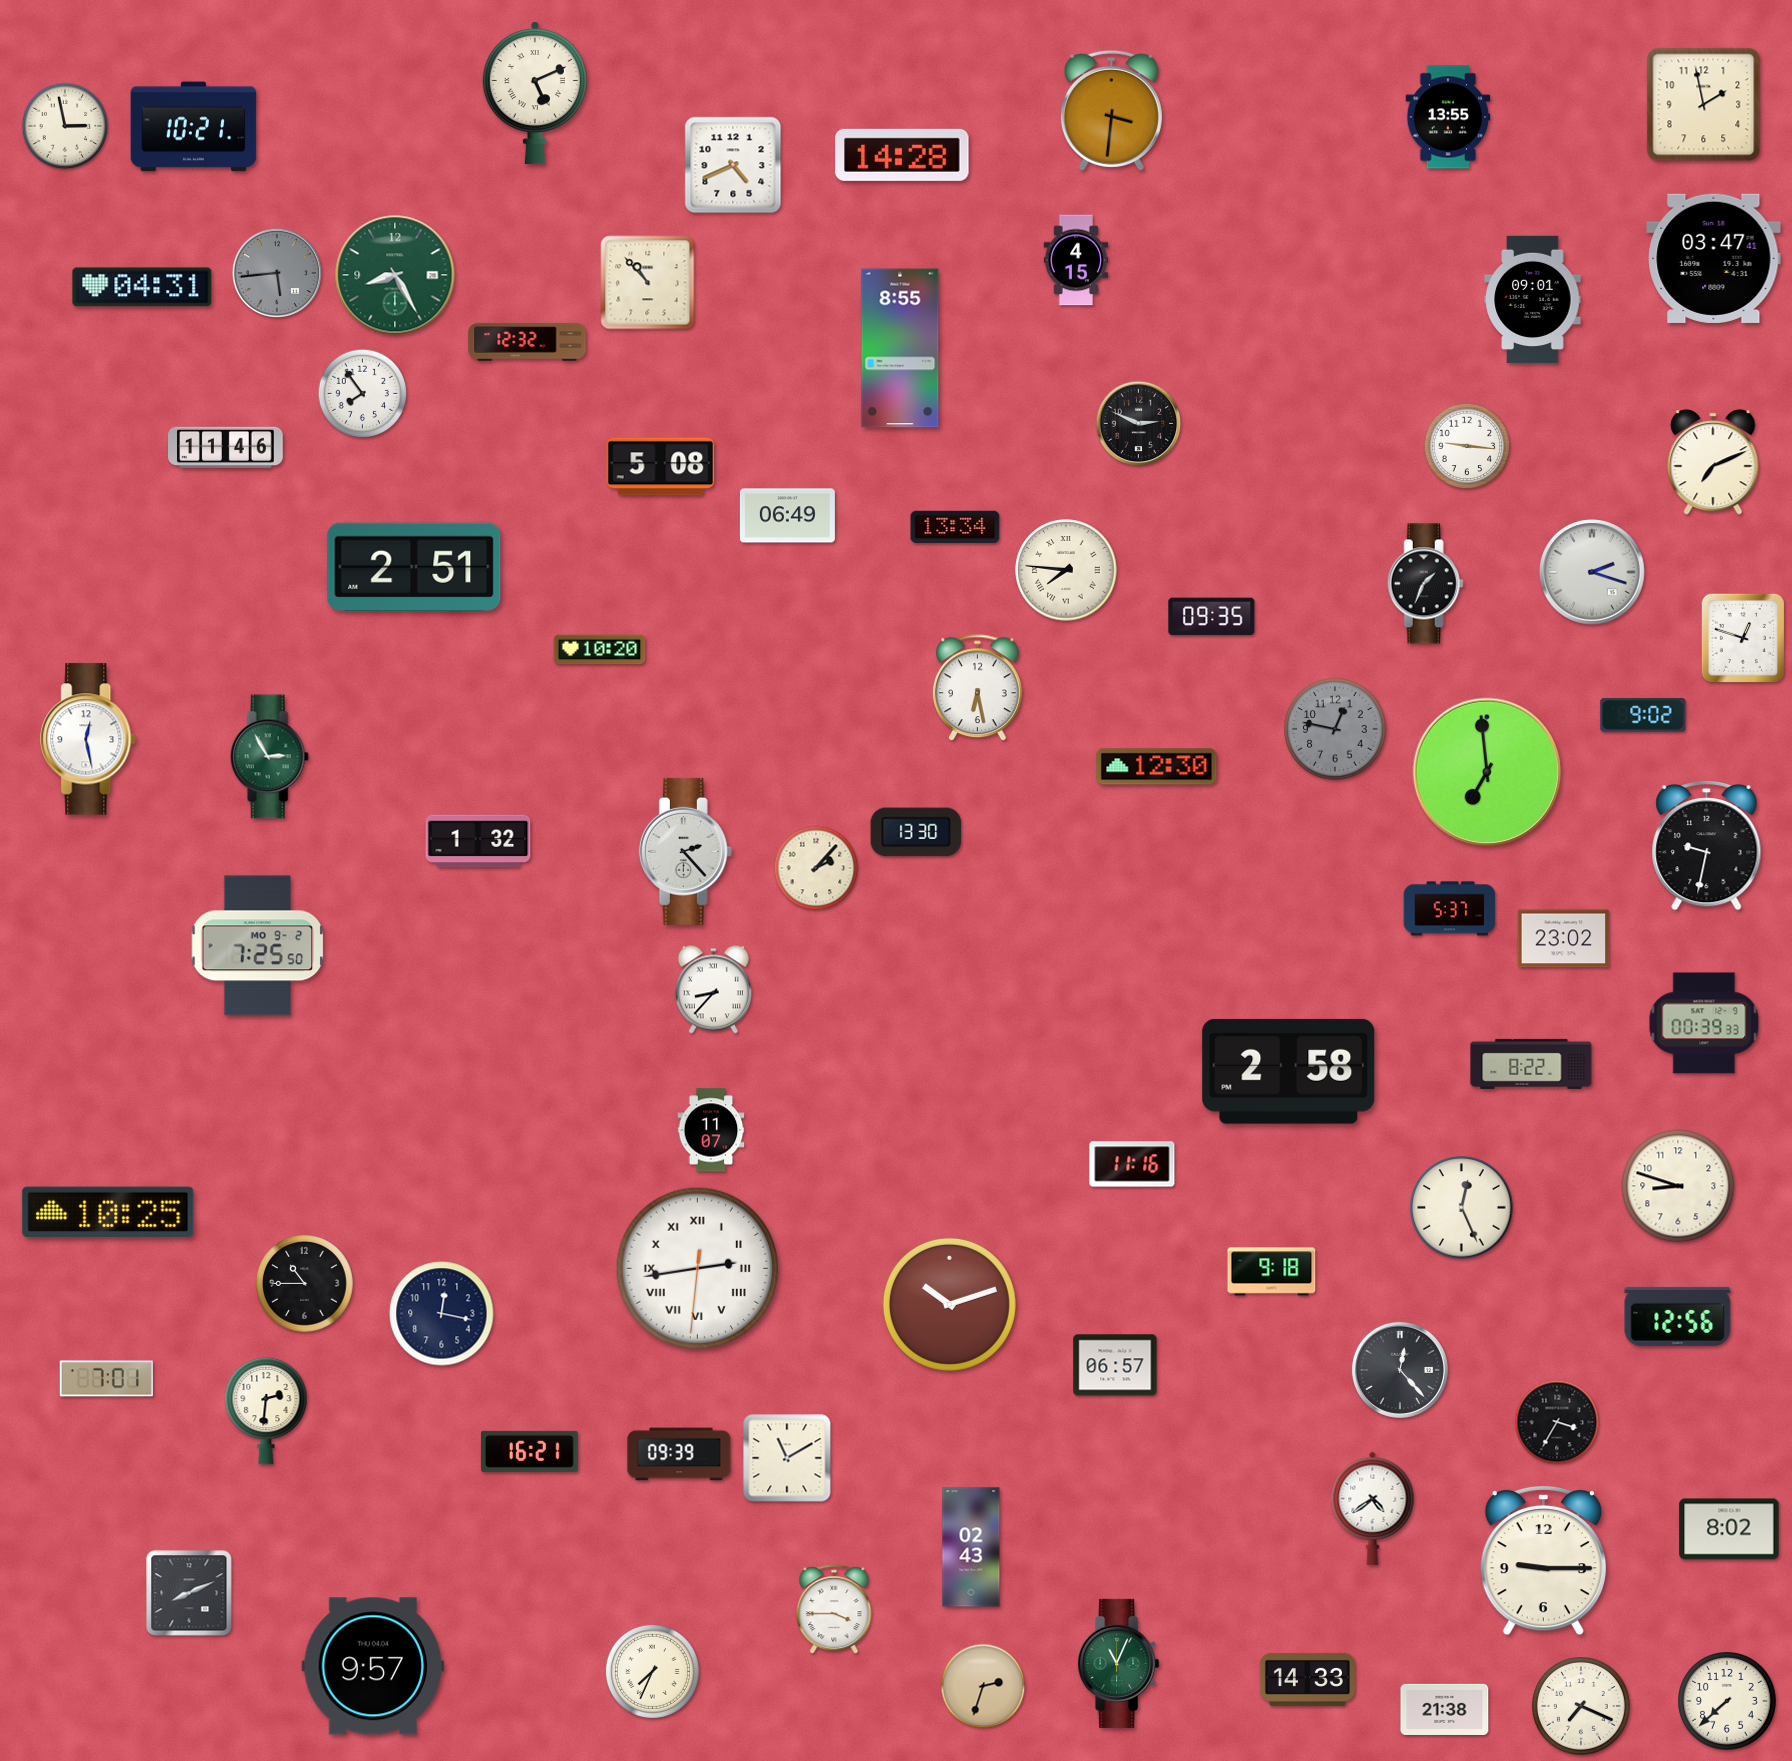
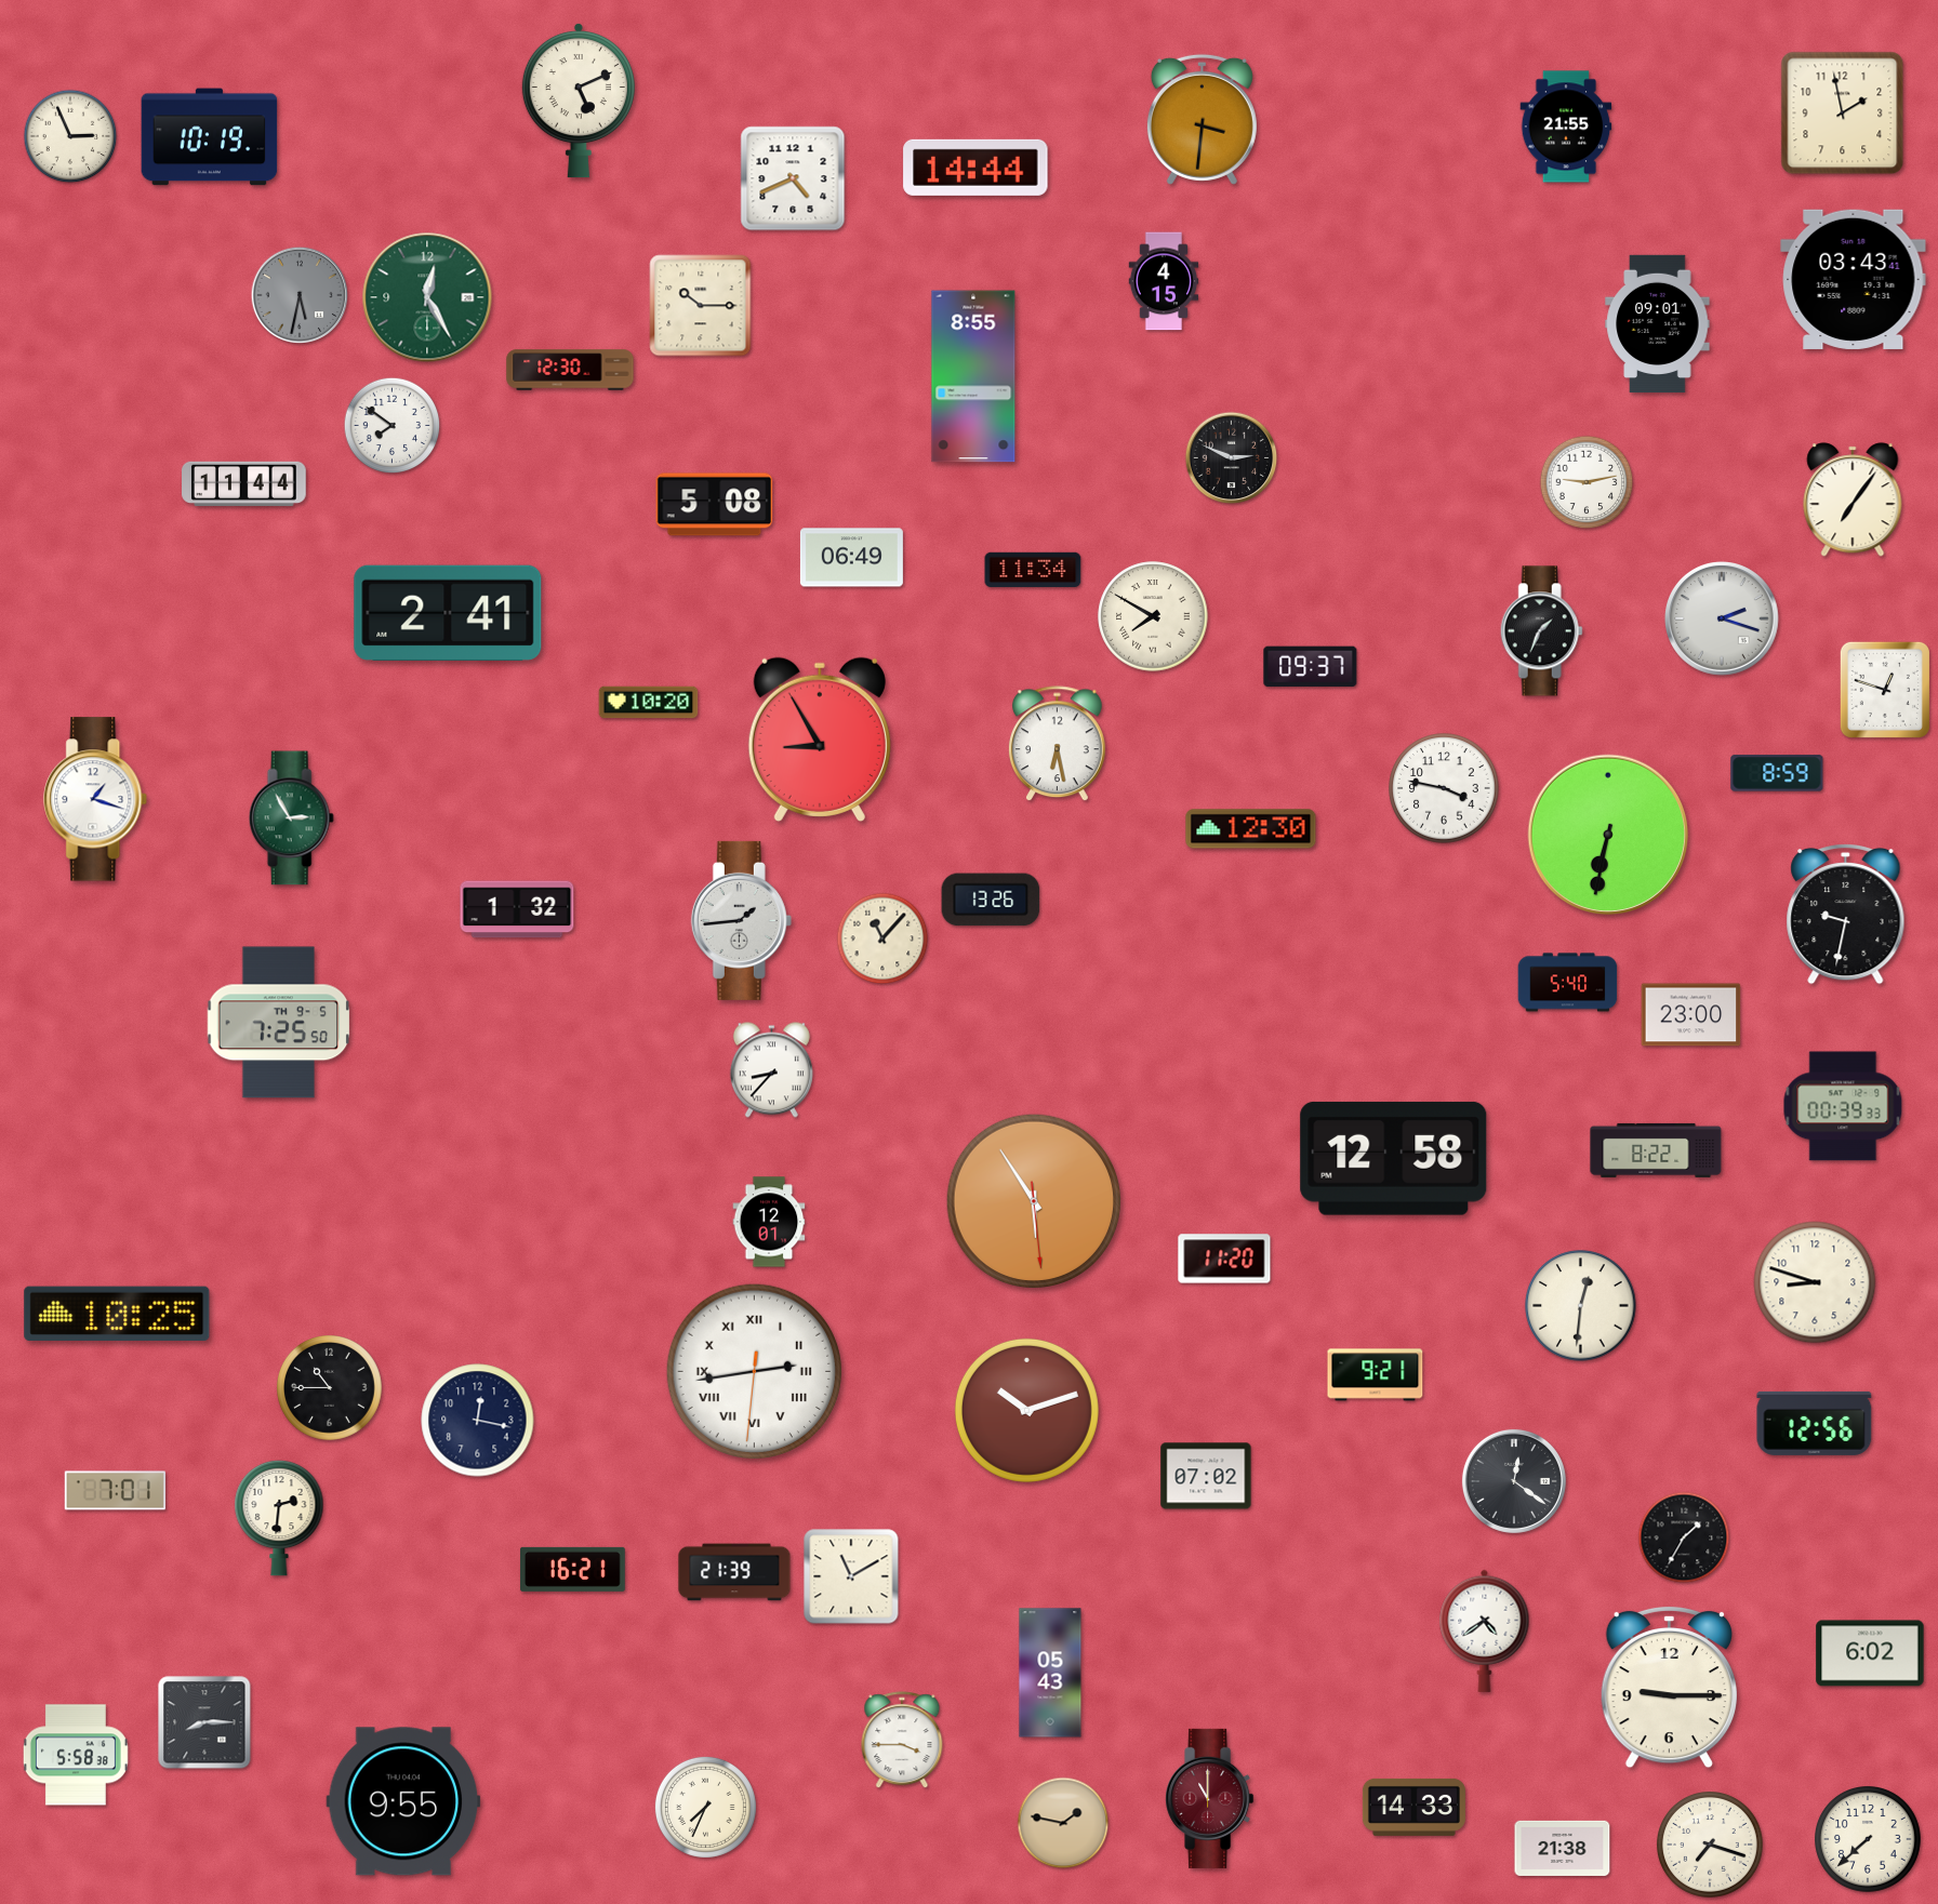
clock at (1448, 117): 13:55 -> 21:55
clock at (65, 126): 2:58 -> 2:56
clock at (194, 127): 10:21 -> 10:19
clock at (902, 155): 14:28 -> 14:44
clock at (1714, 258): 03:47 -> 03:43
clock at (277, 273): 5:44 -> 5:32
clock at (395, 275): 8:25 -> 12:25
clock at (648, 283): 10:53 -> 10:15
clock at (142, 287): 04:31 -> none
clock at (527, 342): 12:32 -> 12:30
clock at (363, 394): 7:54 -> 7:51
clock at (1467, 446): 9:16 -> 9:13
clock at (226, 447): 11:46 -> 11:44
clock at (1713, 462): 7:11 -> 7:06
clock at (955, 526): 13:34 -> 11:34
clock at (414, 567): 2:51 -> 2:41
clock at (1066, 570): 7:46 -> 7:50
clock at (1212, 617): 09:35 -> 09:37
clock at (820, 740): none -> 8:55
clock at (1643, 715): 9:02 -> 8:59
clock at (1335, 729): 12:47 -> 3:47
clock at (1335, 729) dial: grey -> white
clock at (89, 739): 12:28 -> 1:18
clock at (1487, 772): 6:59 -> 6:32
clock at (916, 832): 13:30 -> 13:26
clock at (685, 851): 2:23 -> 1:44
clock at (816, 868): 2:07 -> 11:07
clock at (1450, 909): 5:37 -> 5:40
clock at (1564, 939): 23:02 -> 23:00
clock at (258, 946) date: MO 9-2 -> TH 9-5
clock at (1289, 1071): 2:58 -> 12:58
clock at (1034, 1201): none -> 5:54
clock at (711, 1130): 11:07 -> 12:01
clock at (1132, 1164): 11:16 -> 11:20
clock at (1462, 1208): 12:26 -> 12:31
clock at (108, 1211) position: (108, 1211) -> (117, 1313)
clock at (1272, 1272): 9:18 -> 9:21
clock at (1115, 1365): 06:57 -> 07:02
clock at (1400, 1370): 12:23 -> 12:21
clock at (266, 1411) position: (266, 1411) -> (279, 1518)
clock at (1557, 1422): 3:35 -> 1:35
clock at (679, 1454): 09:39 -> 21:39
clock at (1729, 1529): 8:02 -> 6:02
clock at (971, 1547): 02:43 -> 05:43
clock at (189, 1593): 8:11 -> 8:15
clock at (76, 1755): none -> 5:58
clock at (1119, 1663): 11:04 -> 11:00
clock at (1119, 1663) dial: green -> burgundy
clock at (373, 1666): 9:57 -> 9:55
clock at (1307, 1679) position: (1307, 1679) -> (1413, 1807)
clock at (983, 1686): 2:33 -> 1:47
clock at (1582, 1707): 7:19 -> 7:18
